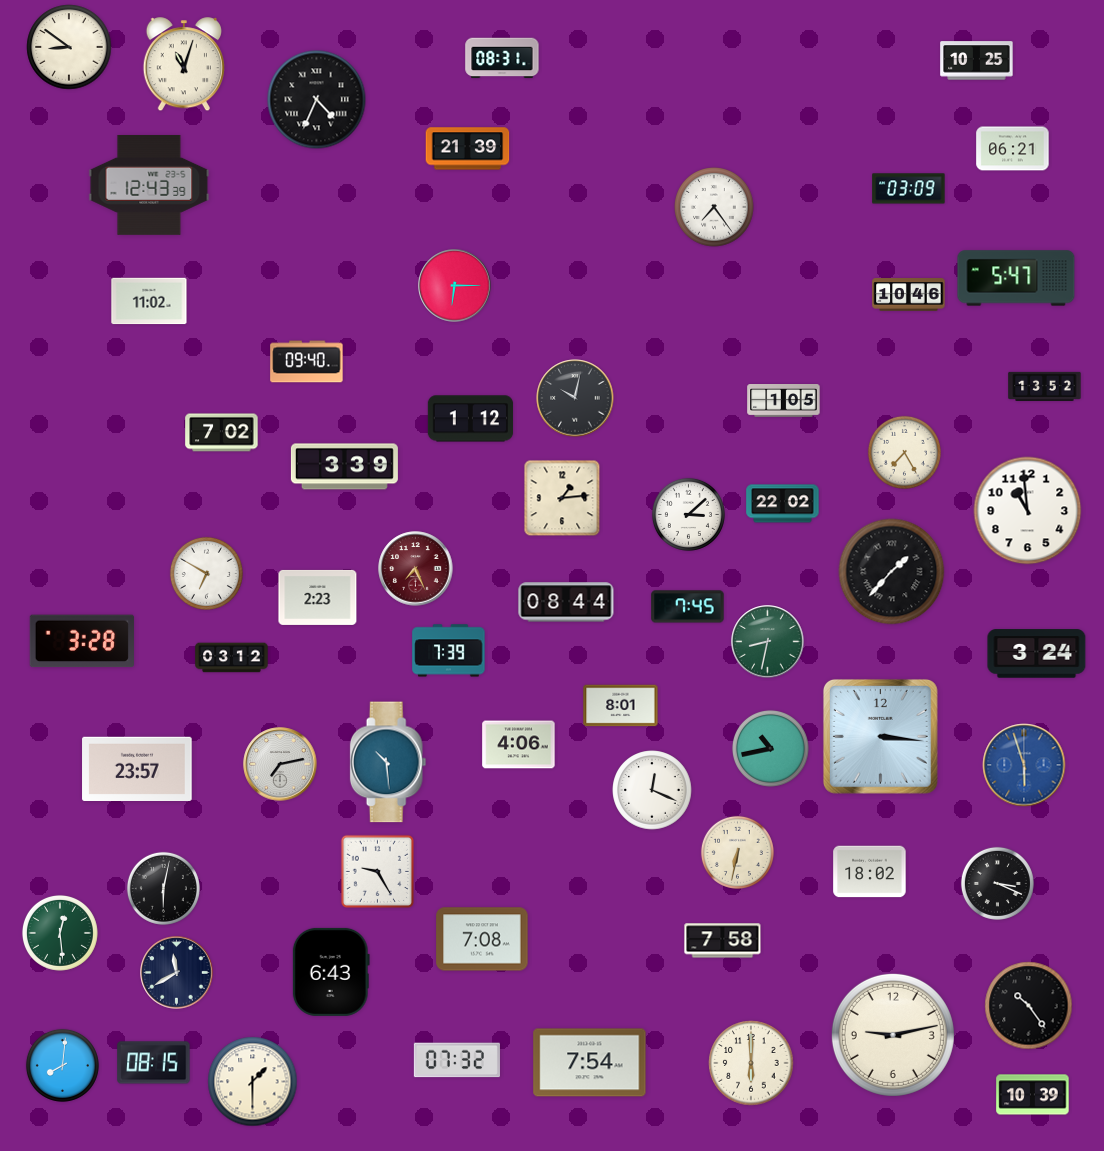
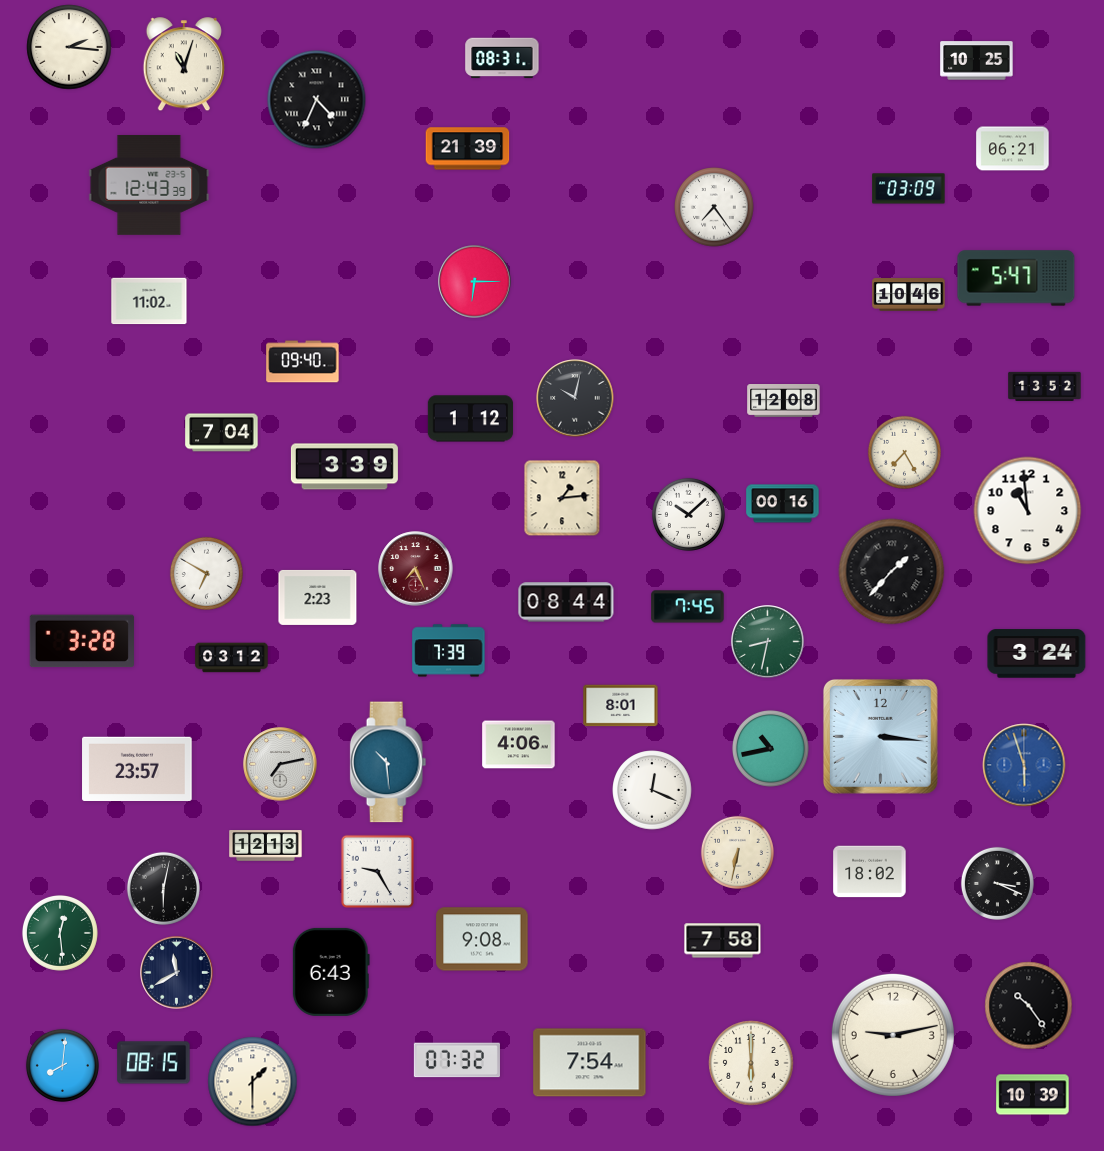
clock at (69, 47): 8:51 -> 2:16
clock at (455, 286) position: (455, 286) -> (475, 282)
clock at (307, 362) position: (307, 362) -> (303, 362)
clock at (784, 401): 1:05 -> 12:08
clock at (222, 433): 7:02 -> 7:04
clock at (783, 504): 22:02 -> 00:16
clock at (688, 514): 3:08 -> 10:08
clock at (266, 846): none -> 12:13
clock at (482, 939): 7:08 -> 9:08
